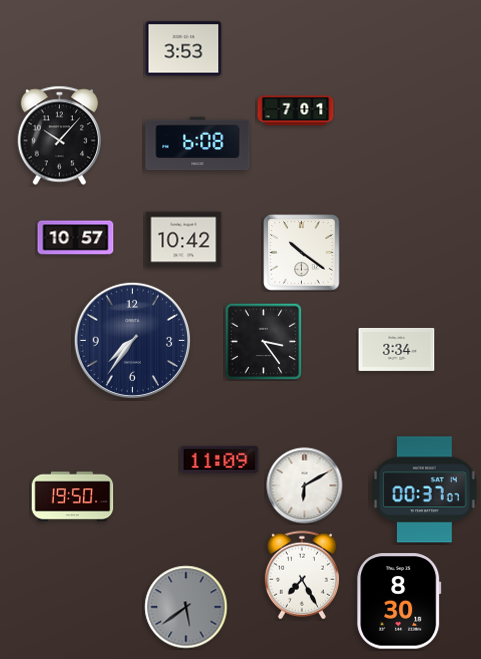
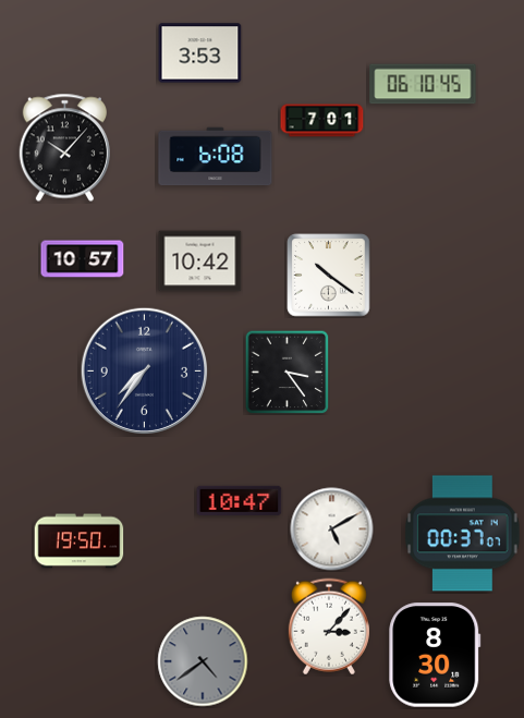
clock at (423, 84): none -> 06:10
clock at (397, 349): 3:34 -> none
clock at (220, 459): 11:09 -> 10:47
clock at (305, 486): 6:10 -> 5:10
clock at (302, 575): 7:25 -> 3:07
clock at (186, 607): 5:39 -> 4:39
